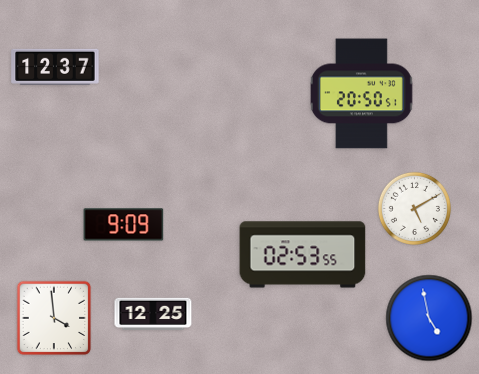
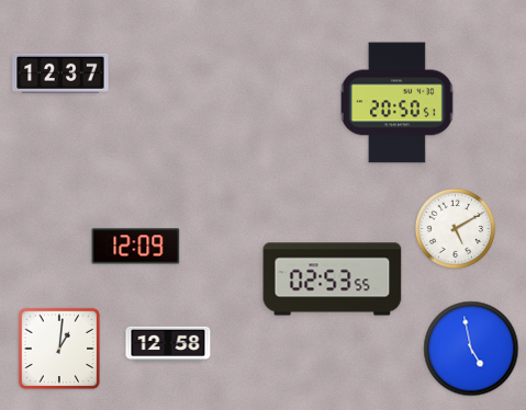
clock at (124, 225): 9:09 -> 12:09
clock at (153, 313): 12:25 -> 12:58
clock at (54, 318): 3:59 -> 1:01
